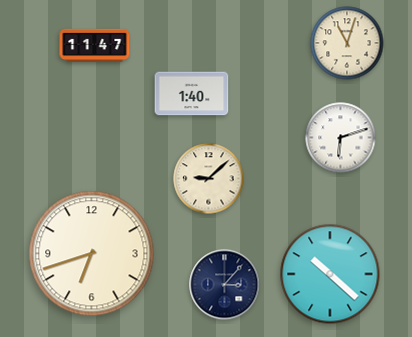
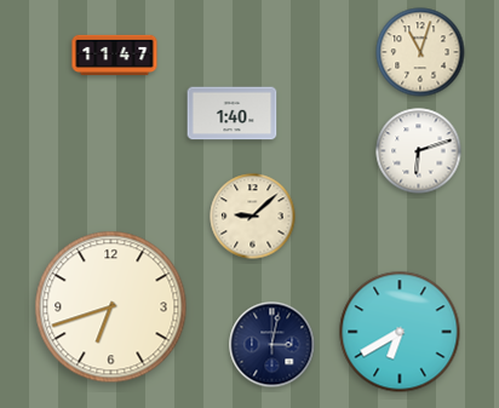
clock at (341, 138) position: (341, 138) -> (419, 151)
clock at (330, 274): 10:22 -> 6:40
clock at (225, 285): 3:07 -> 3:02
